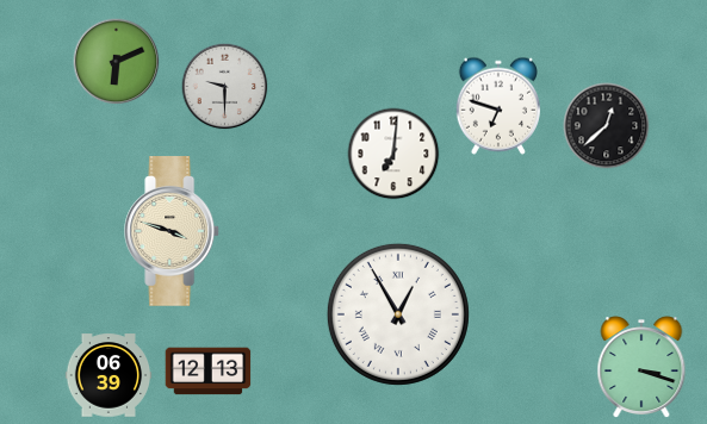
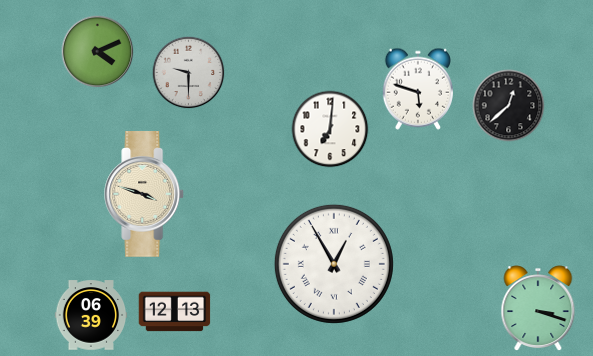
clock at (117, 62): 6:11 -> 4:11
clock at (498, 106): 6:48 -> 5:48
